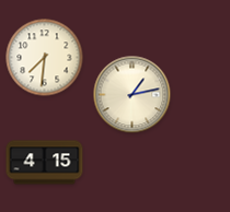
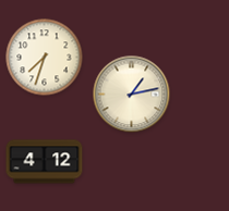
clock at (45, 58): 7:31 -> 7:33
clock at (45, 163): 4:15 -> 4:12
